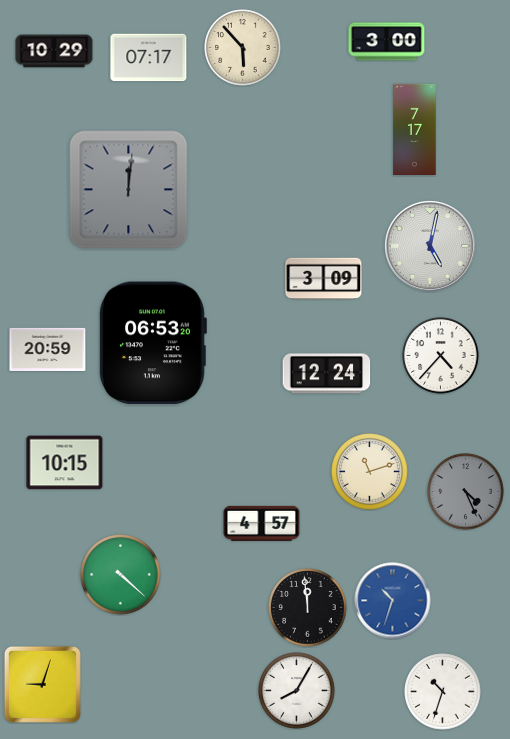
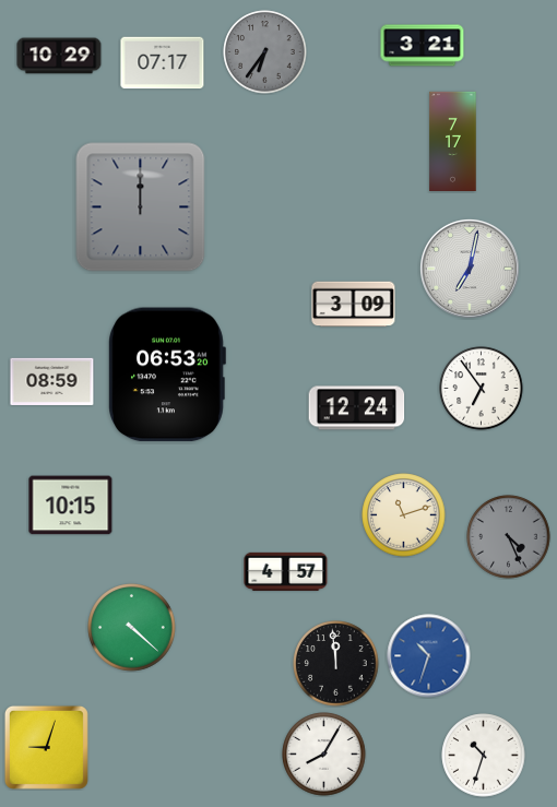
clock at (387, 42): 3:00 -> 3:21
clock at (243, 48): 5:53 -> 6:36
clock at (243, 48) dial: cream -> grey
clock at (129, 190): 12:01 -> 12:00
clock at (430, 246): 5:02 -> 7:02
clock at (48, 349): 20:59 -> 08:59
clock at (441, 356): 4:37 -> 6:54
